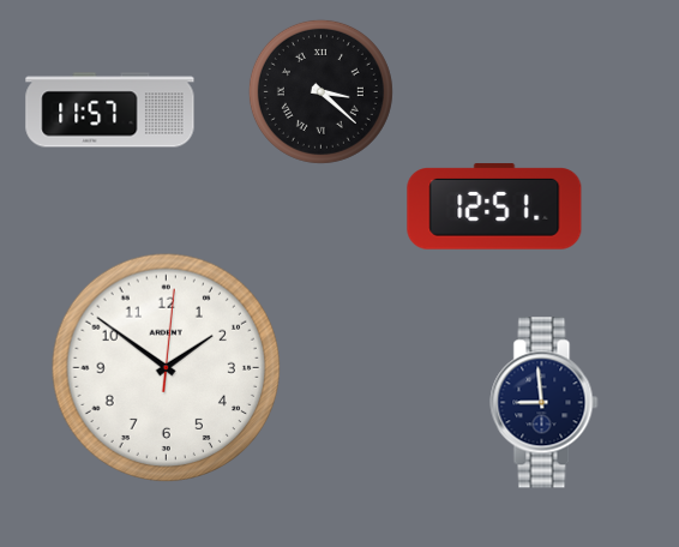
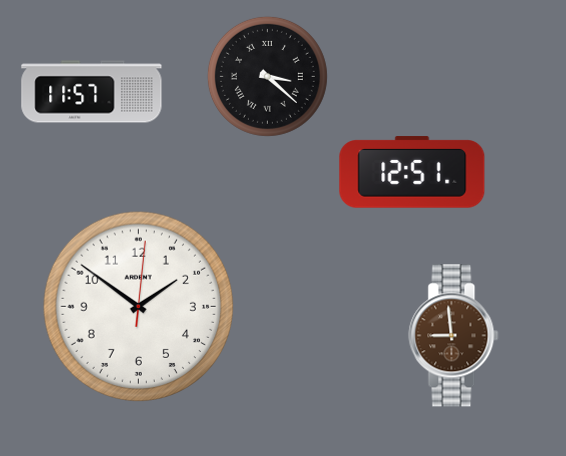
clock at (545, 403) dial: navy -> brown
